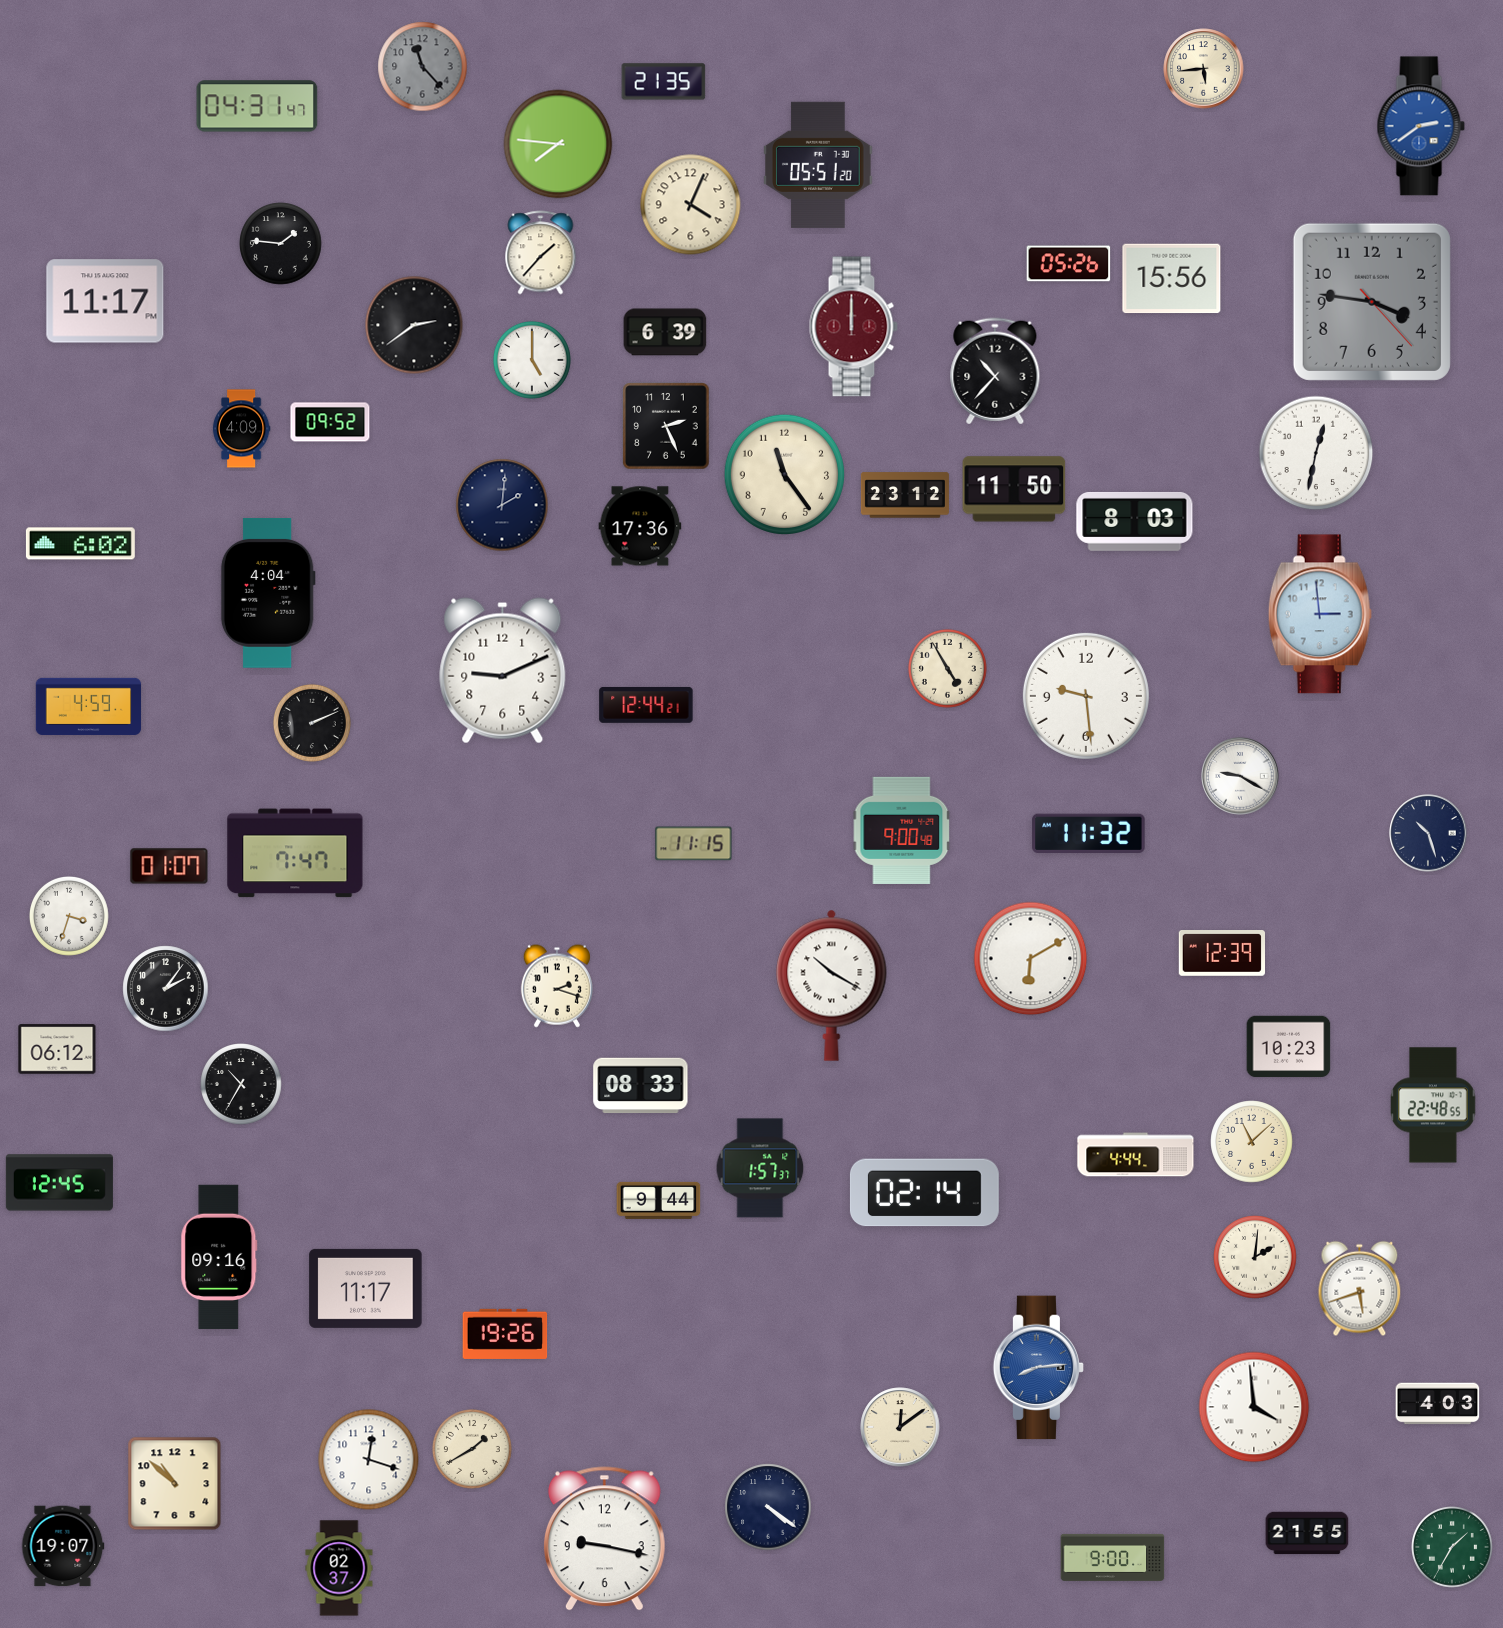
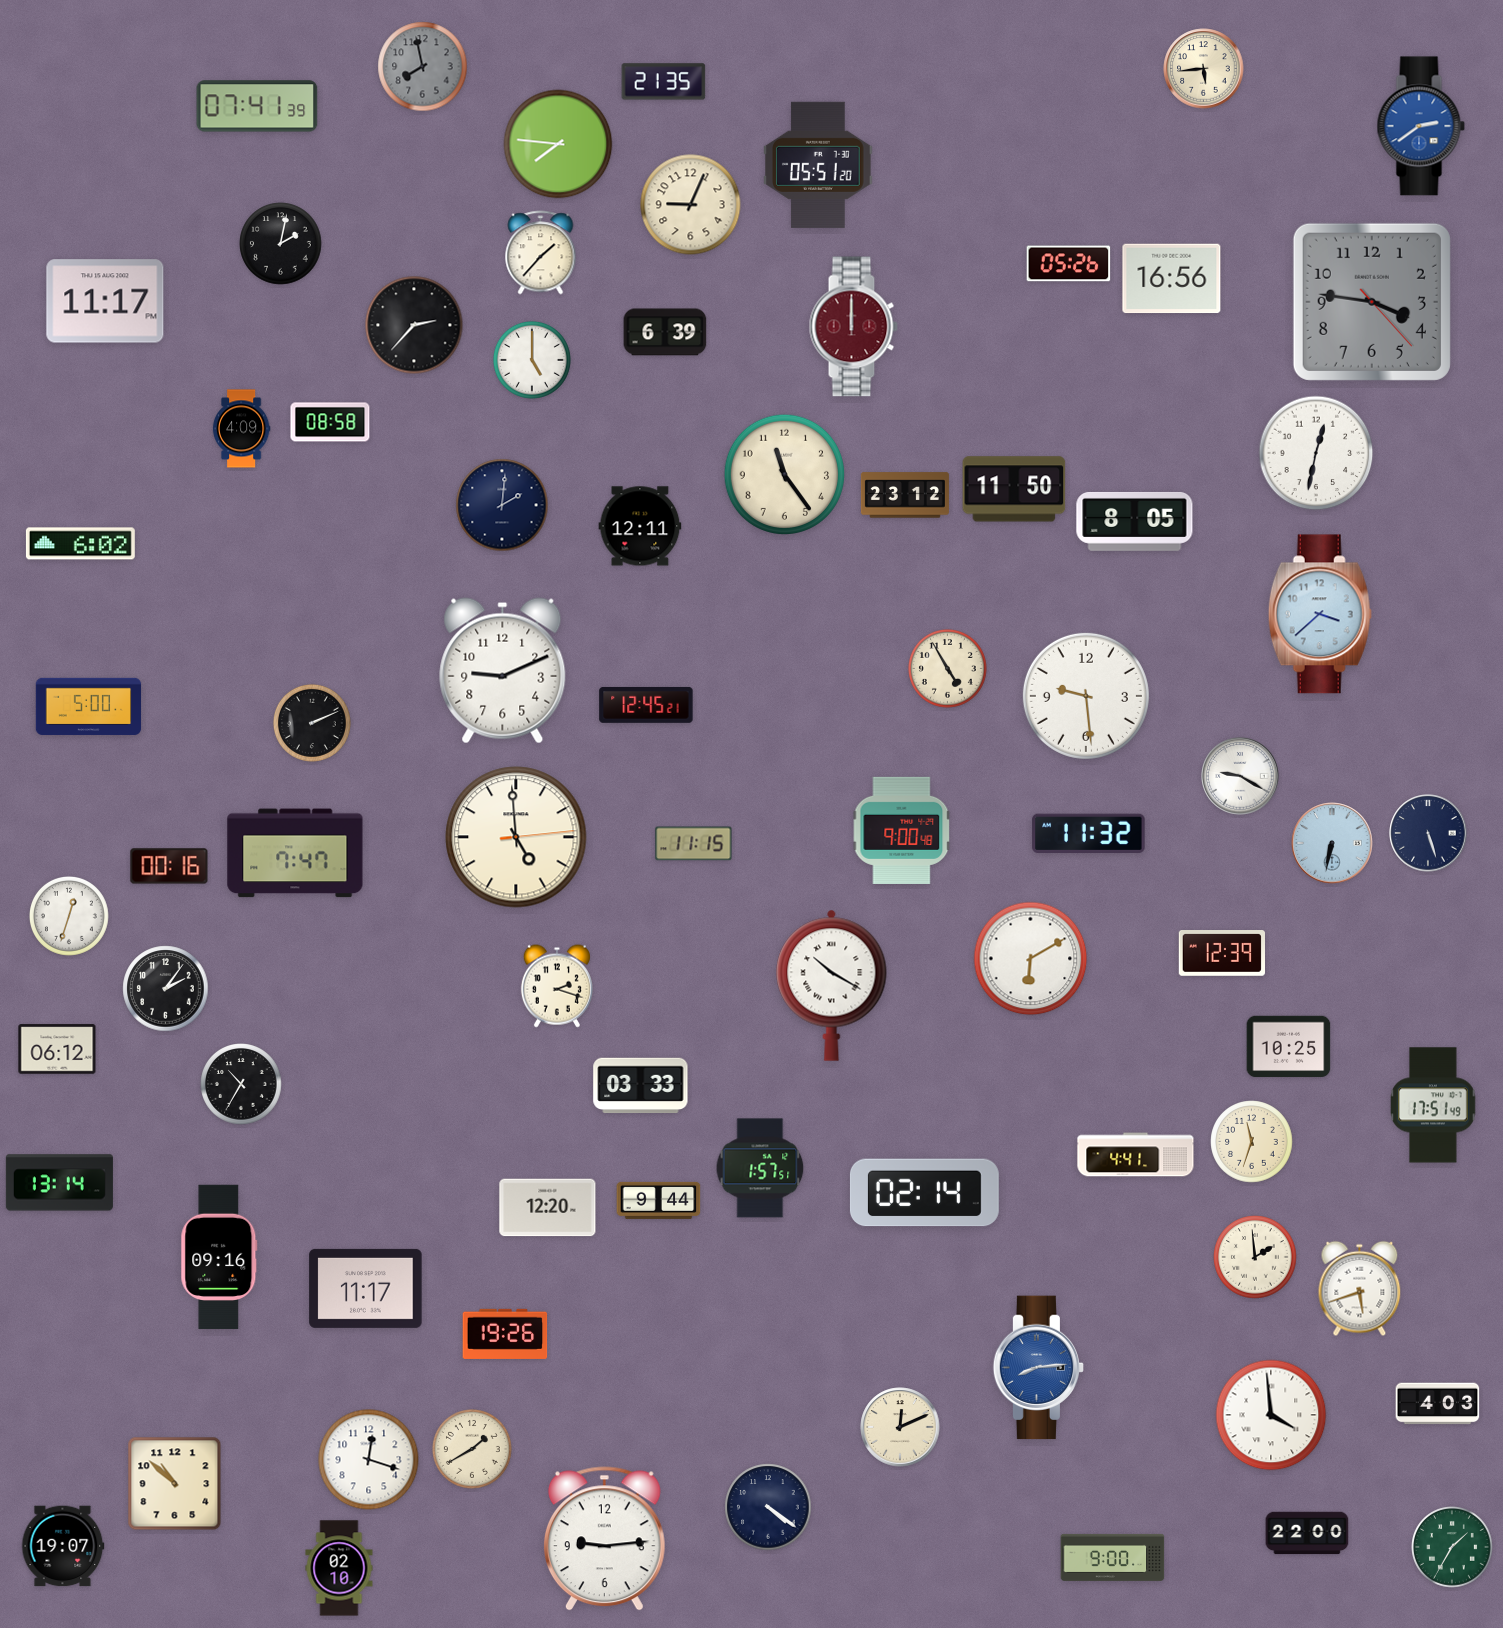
clock at (423, 67): 11:23 -> 7:58
clock at (257, 106): 04:31 -> 07:41
clock at (691, 205): 4:04 -> 9:04
clock at (281, 244): 1:46 -> 2:02
clock at (1172, 279): 15:56 -> 16:56
clock at (414, 325): 2:39 -> 2:37
clock at (995, 371): 10:37 -> none
clock at (330, 422): 09:52 -> 08:58
clock at (666, 426): 2:26 -> none
clock at (1135, 521): 8:03 -> 8:05
clock at (640, 526): 17:36 -> 12:11
clock at (268, 594): 4:04 -> none
clock at (1320, 614): 2:59 -> 3:38
clock at (646, 705): 12:44 -> 12:45
clock at (89, 706): 4:59 -> 5:00
clock at (1428, 833): 10:27 -> 5:27
clock at (516, 837): none -> 4:59
clock at (1332, 843): none -> 6:32
clock at (169, 866): 01:07 -> 00:16
clock at (69, 916): 3:33 -> 12:33
clock at (1289, 1047): 10:23 -> 10:25
clock at (641, 1086): 08:33 -> 03:33
clock at (1434, 1105): 22:48 -> 17:51
clock at (1252, 1142): 11:08 -> 11:33
clock at (1136, 1155): 4:44 -> 4:41
clock at (760, 1168): 1:57:37 -> 1:57:51
clock at (59, 1183): 12:45 -> 13:14
clock at (548, 1208): none -> 12:20
clock at (1255, 1257): 2:01 -> 1:59
clock at (1254, 1407) position: (1254, 1407) -> (1271, 1415)
clock at (900, 1427): 12:09 -> 12:11
clock at (1307, 1533): 21:55 -> 22:00
clock at (604, 1539): 9:17 -> 9:14
clock at (339, 1568): 02:37 -> 02:10
